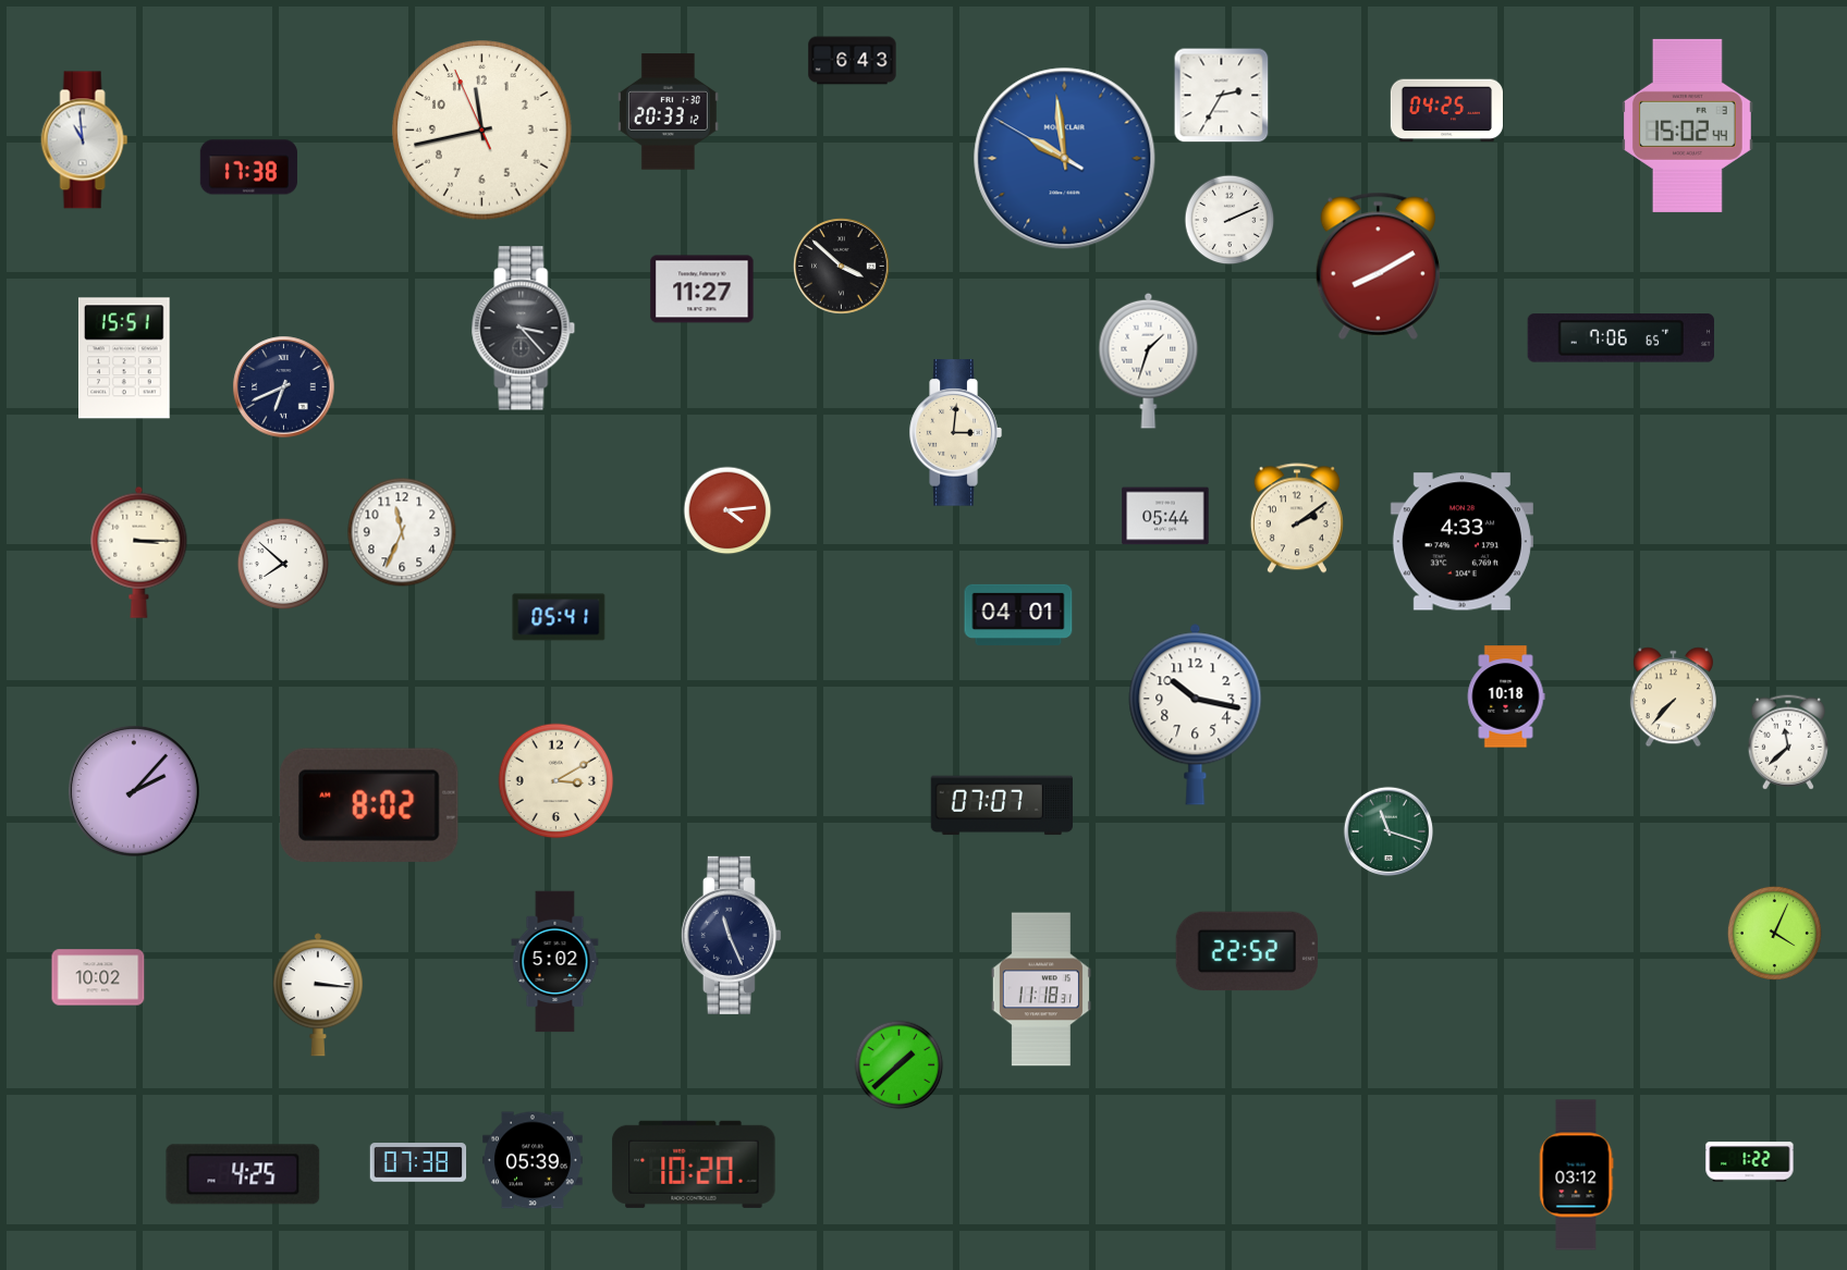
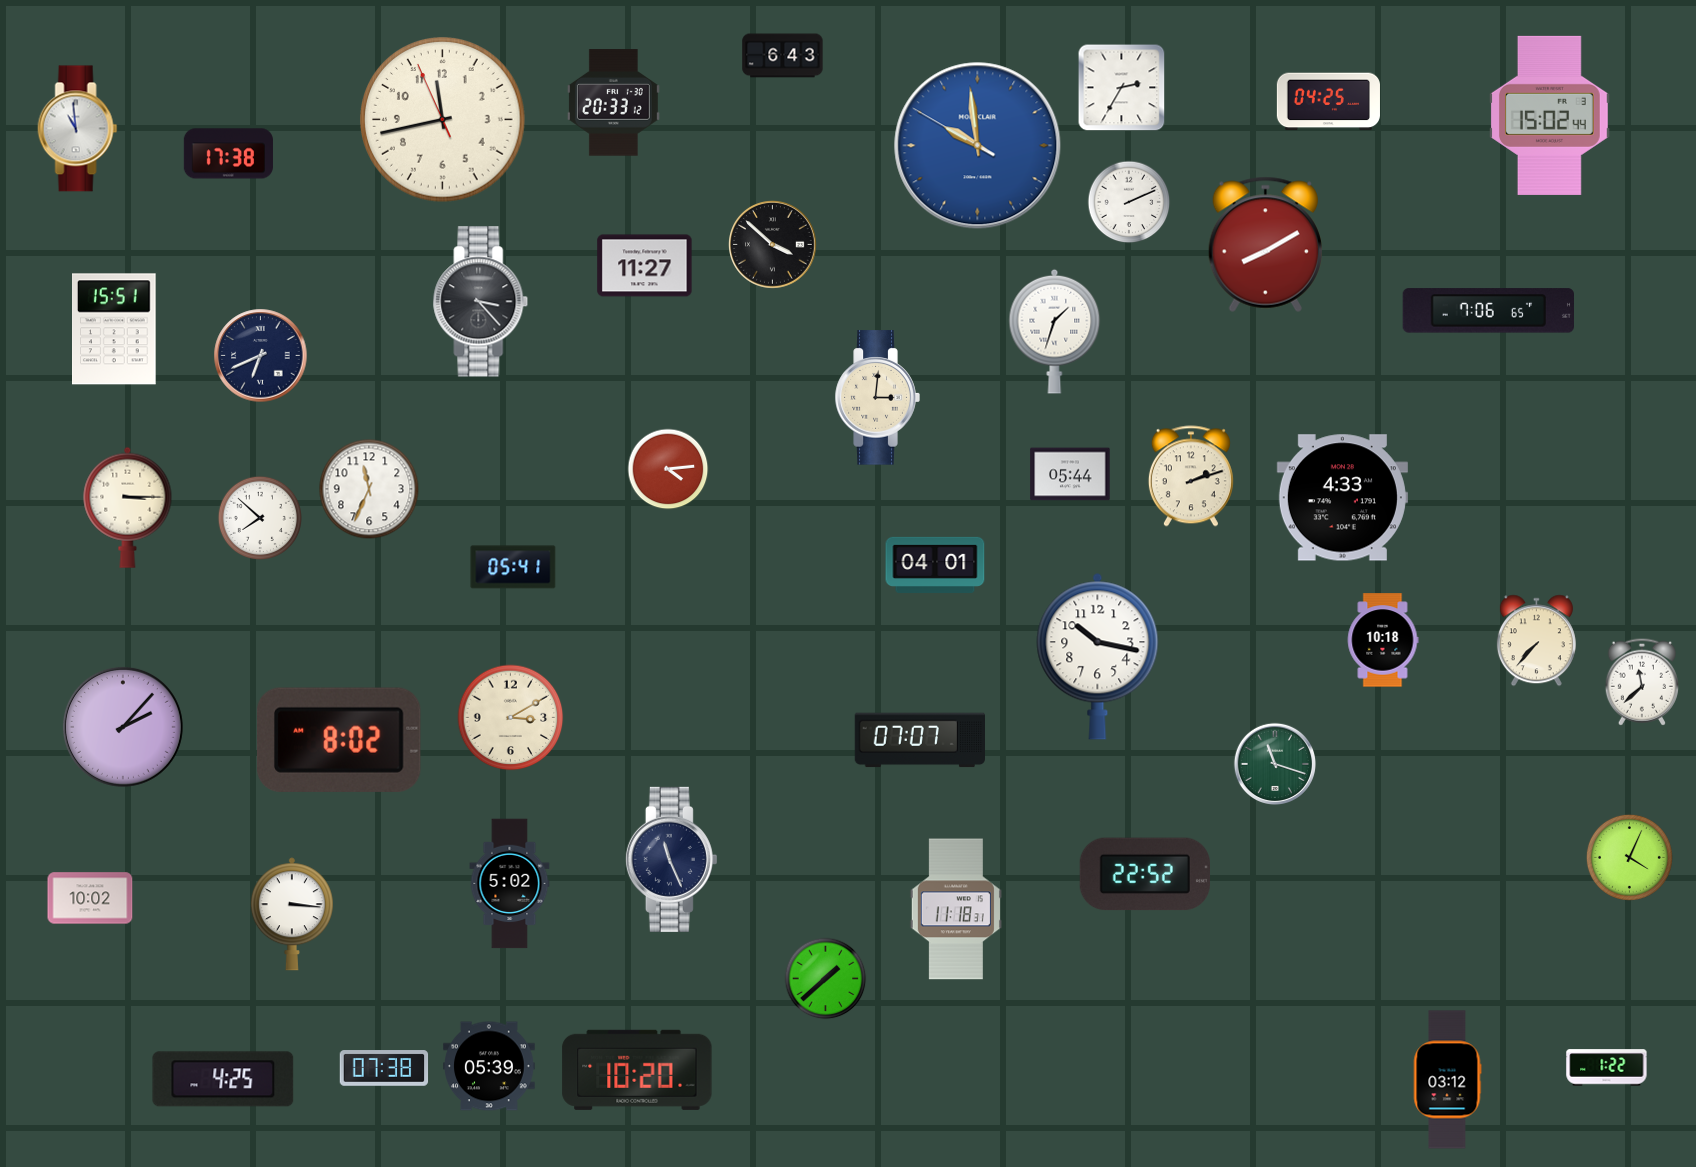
clock at (1297, 518): 2:09 -> 2:12
